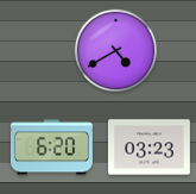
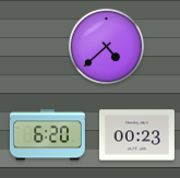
clock at (116, 51): 4:40 -> 4:38
clock at (148, 148): 03:23 -> 00:23
